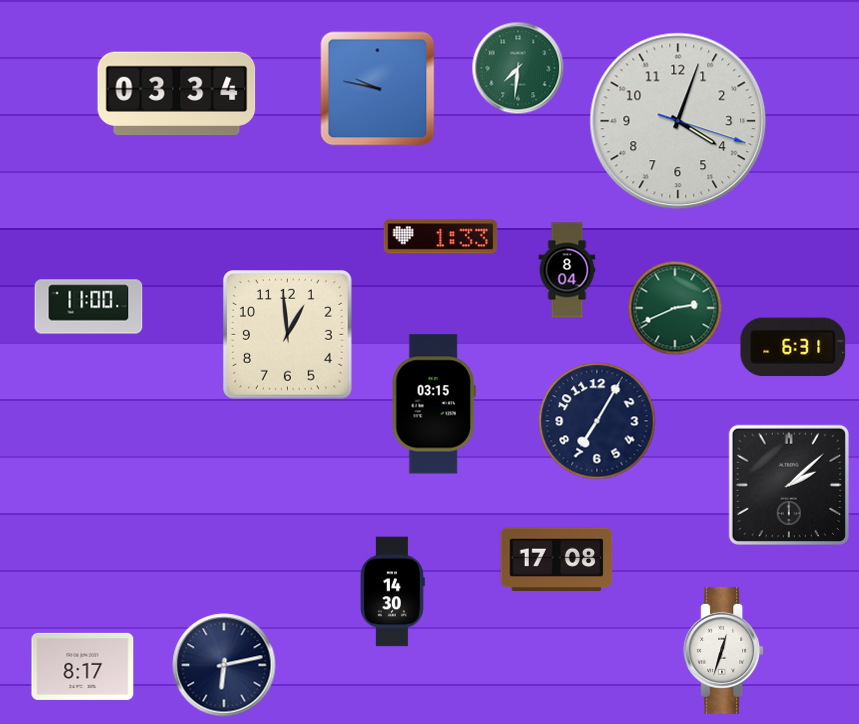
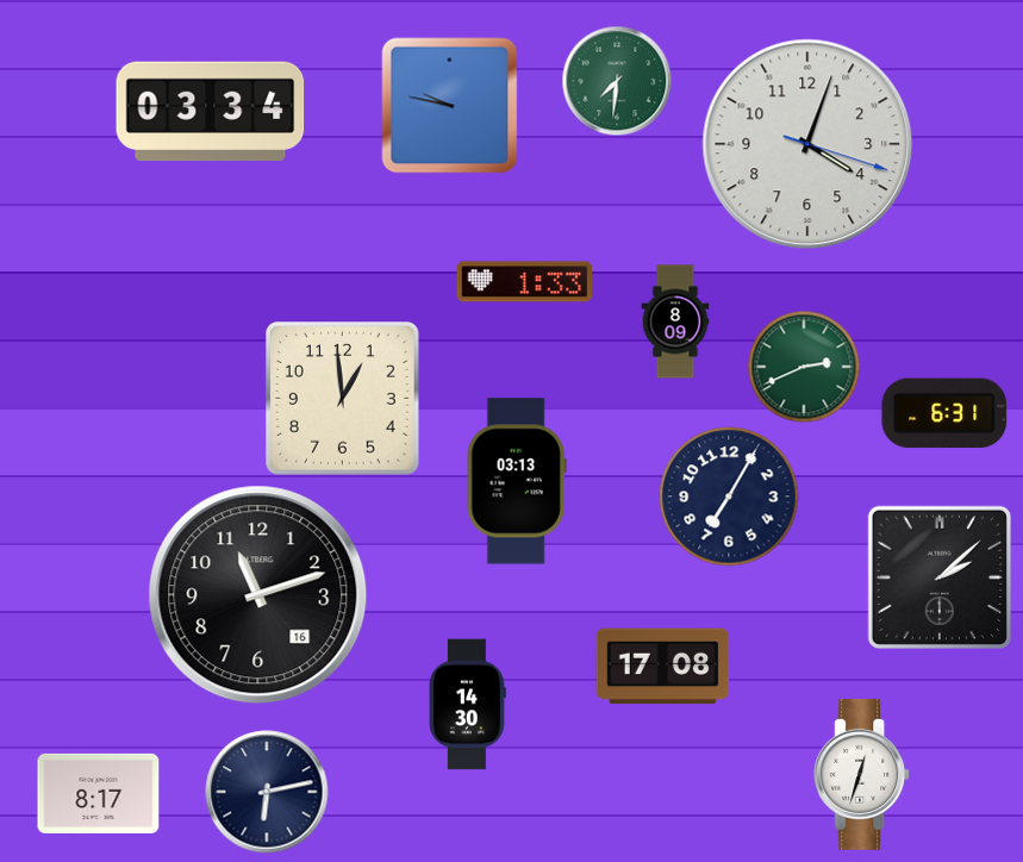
clock at (567, 270): 8:04 -> 8:09
clock at (89, 307): 11:00 -> none
clock at (434, 404): 03:15 -> 03:13
clock at (597, 421) position: (597, 421) -> (729, 496)
clock at (258, 595): none -> 11:12
